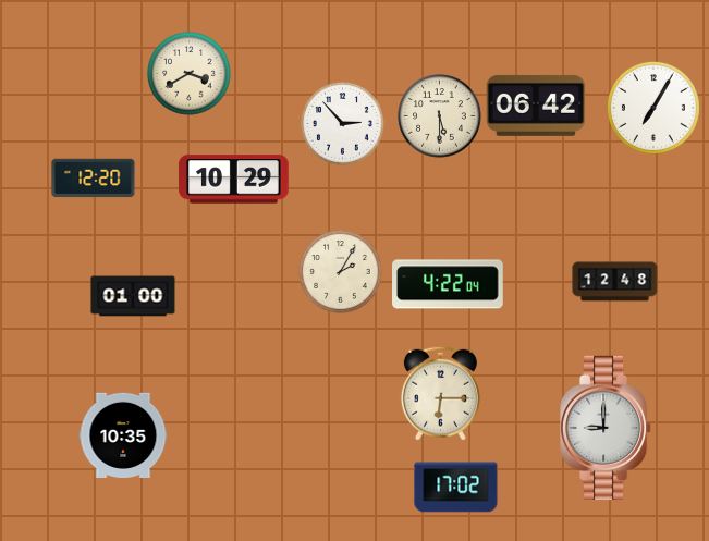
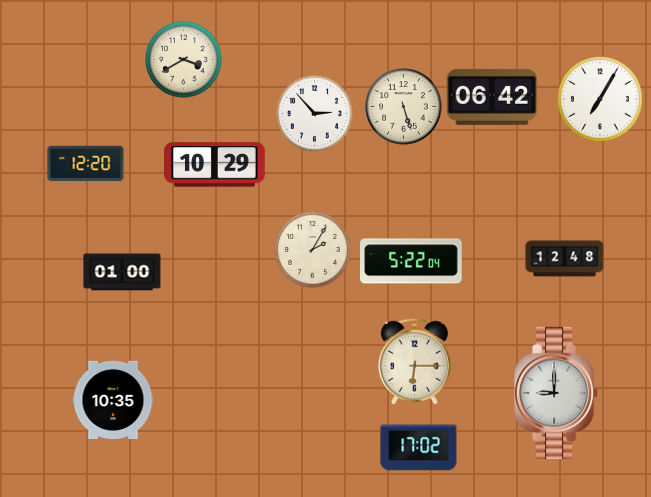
clock at (190, 74) position: (190, 74) -> (184, 60)
clock at (440, 116): 5:30 -> 5:27
clock at (448, 284): 4:22 -> 5:22
clock at (440, 393) position: (440, 393) -> (414, 361)
